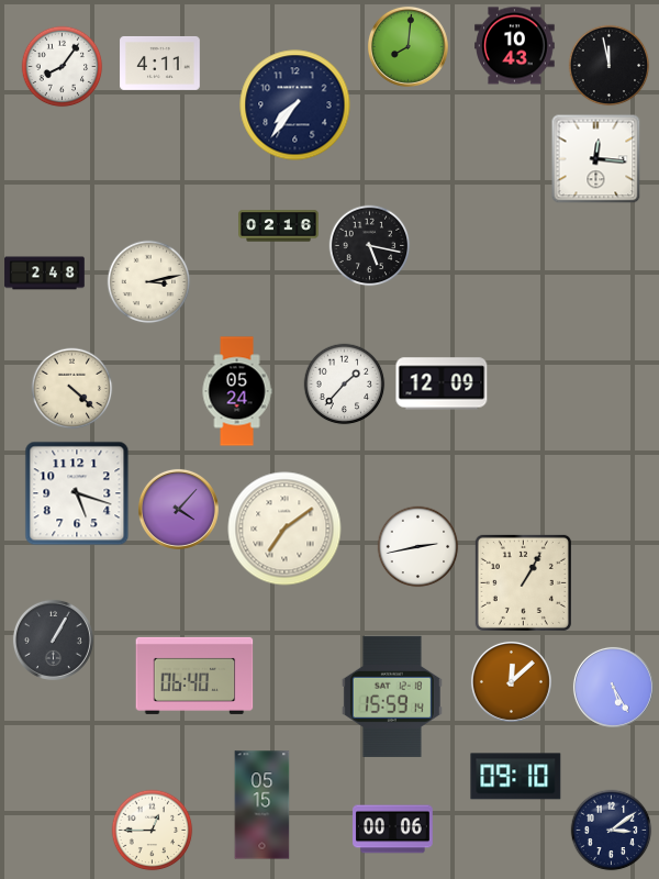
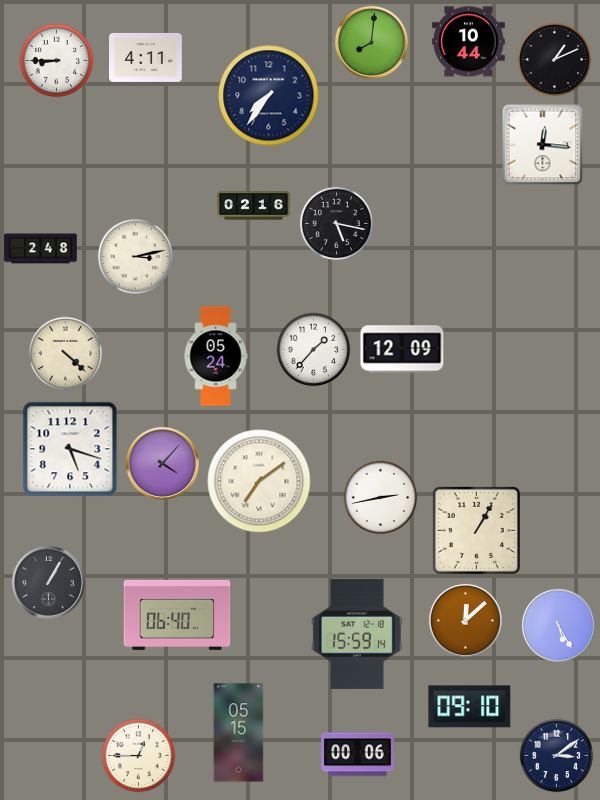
clock at (515, 46): 10:43 -> 10:44
clock at (610, 66): 11:58 -> 1:11
clock at (63, 67): 8:06 -> 8:45
